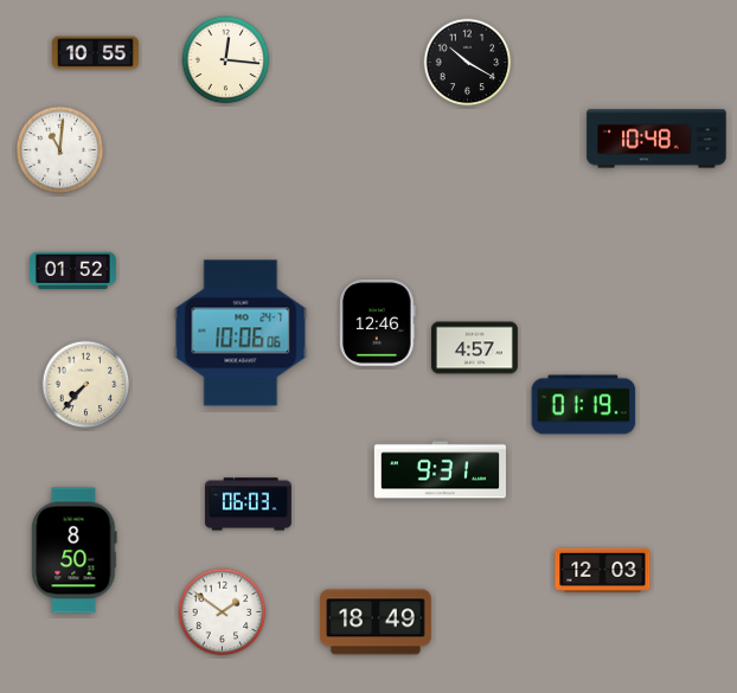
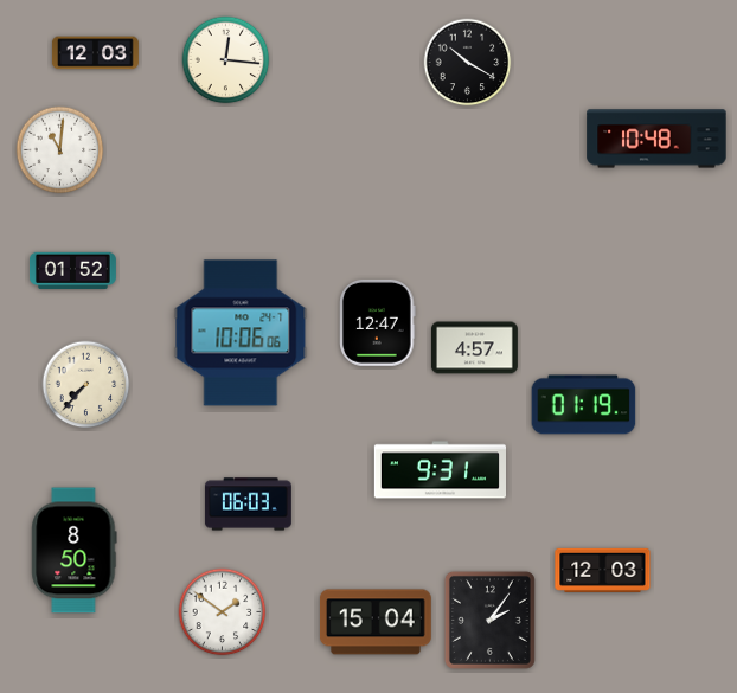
clock at (95, 53): 10:55 -> 12:03
clock at (378, 322): 12:46 -> 12:47
clock at (489, 620): none -> 2:06
clock at (376, 622): 18:49 -> 15:04
